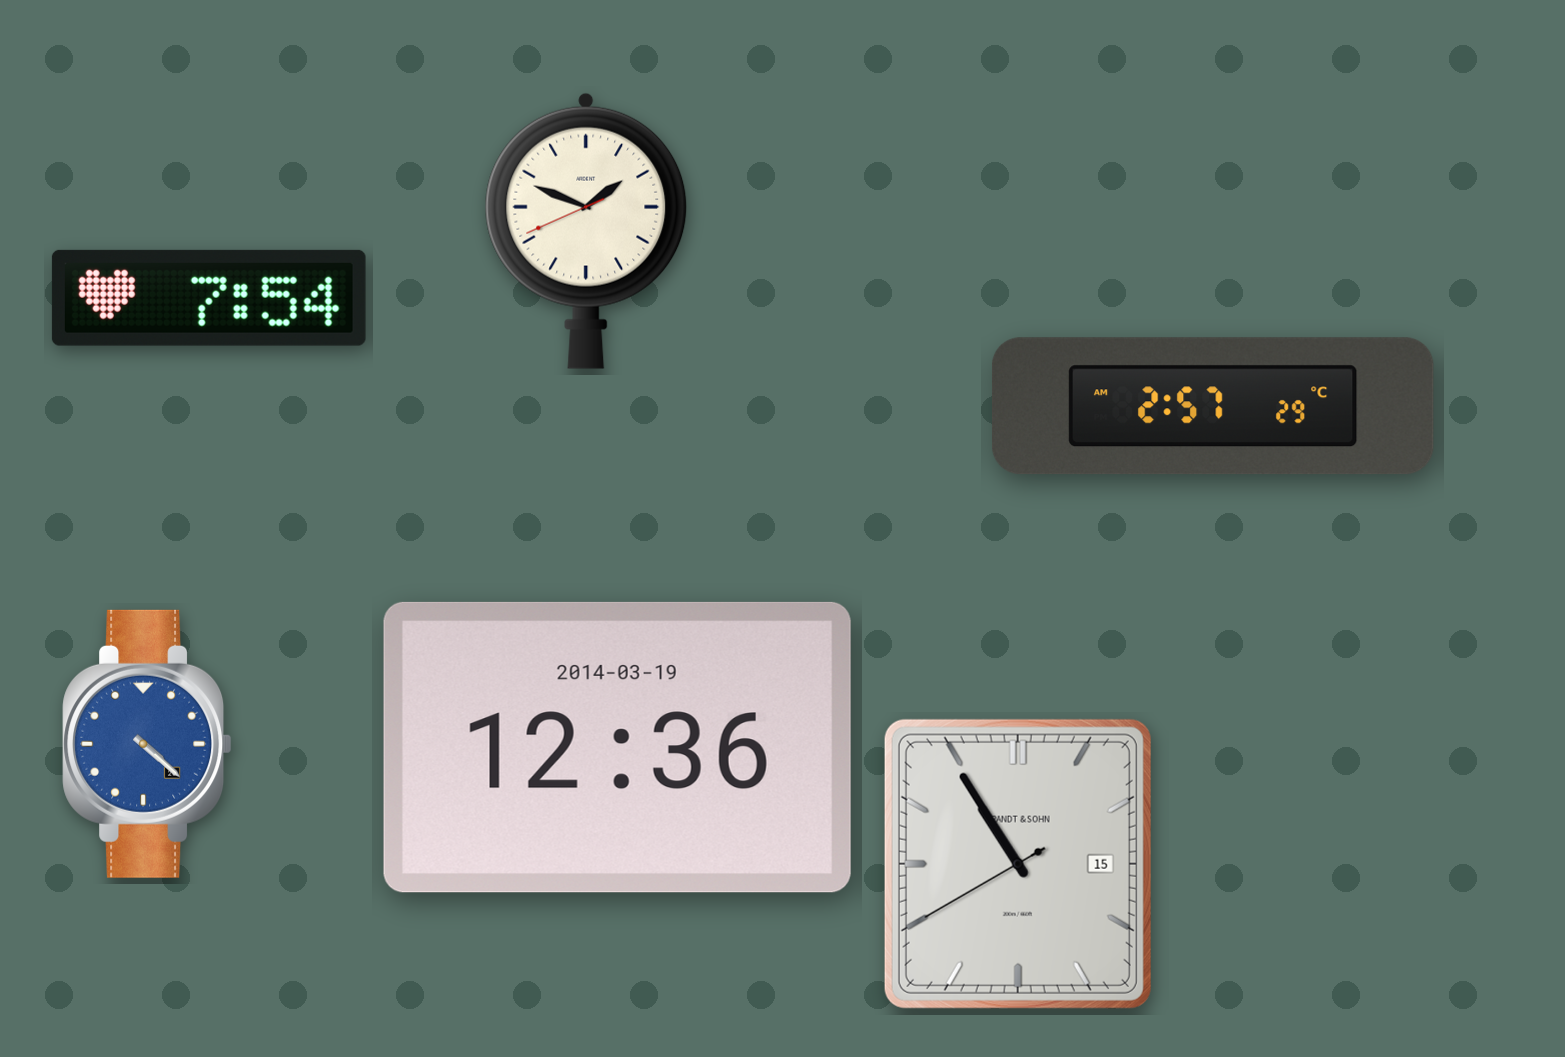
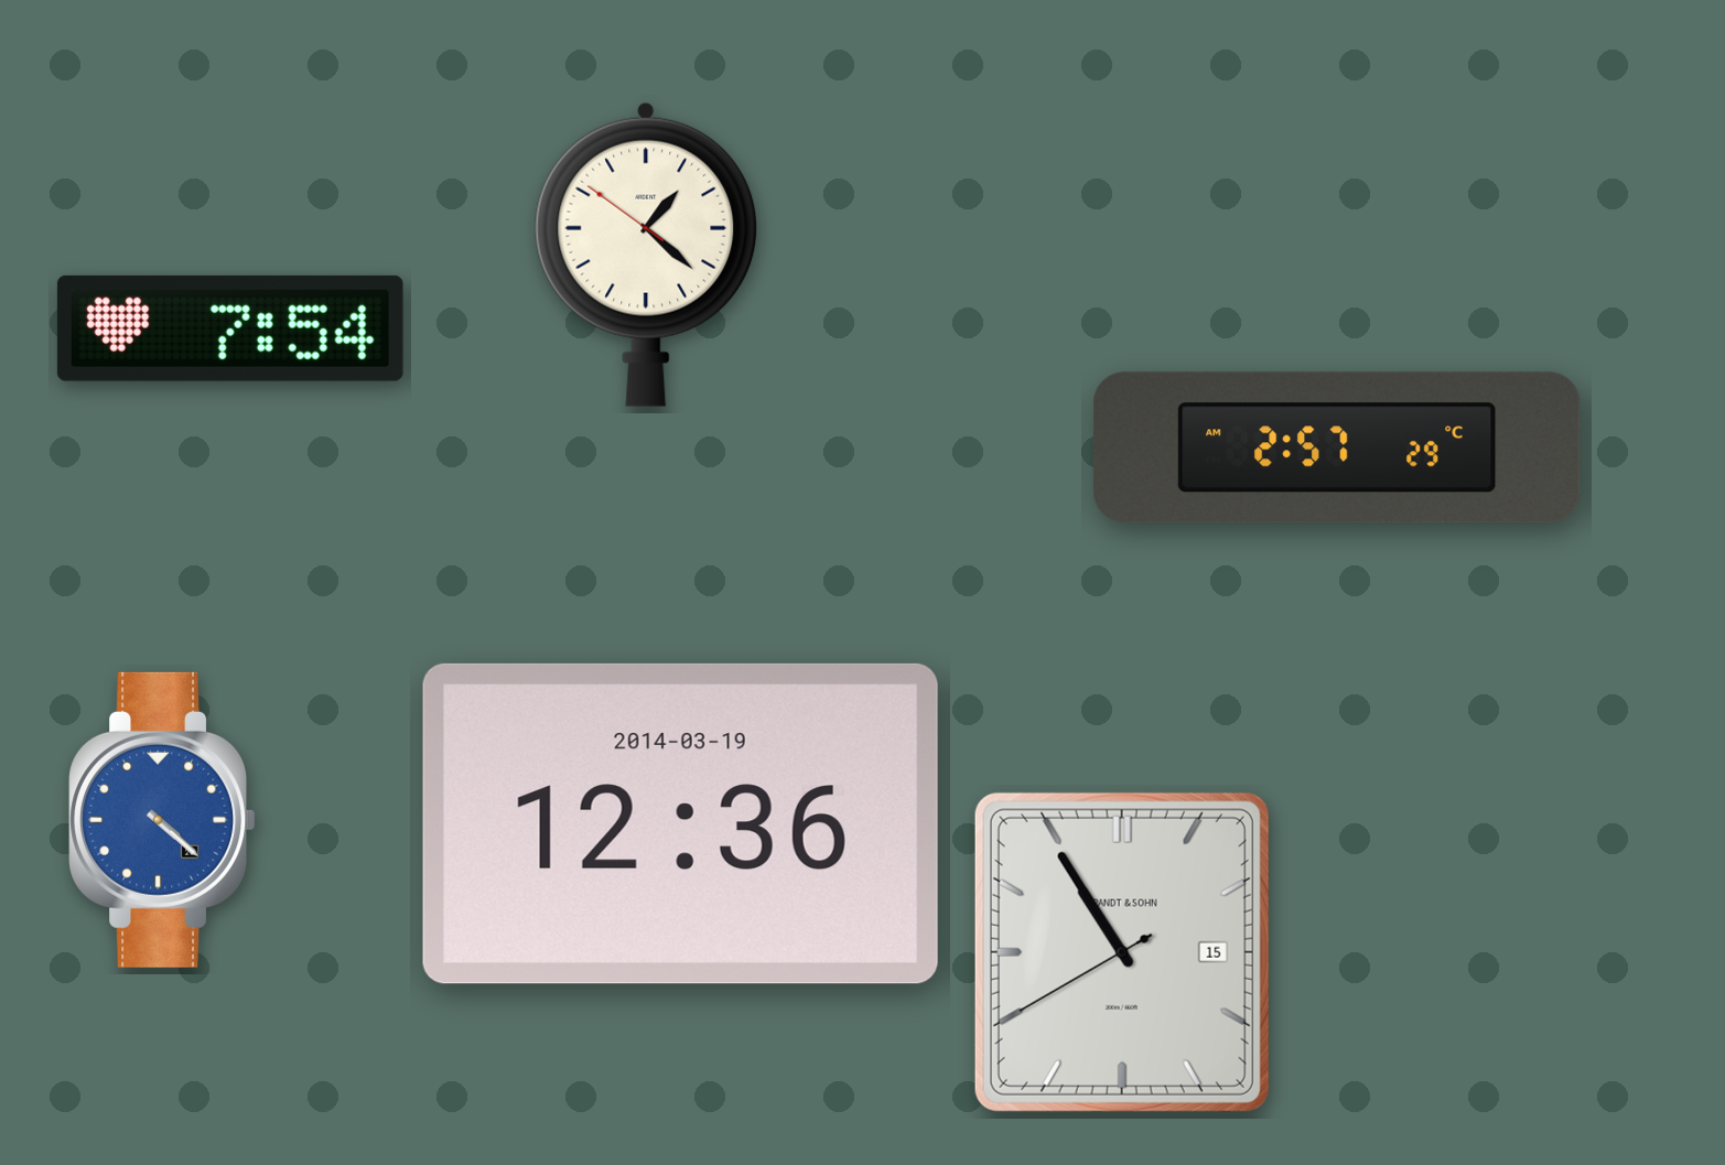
clock at (586, 231): 1:48 -> 1:21
